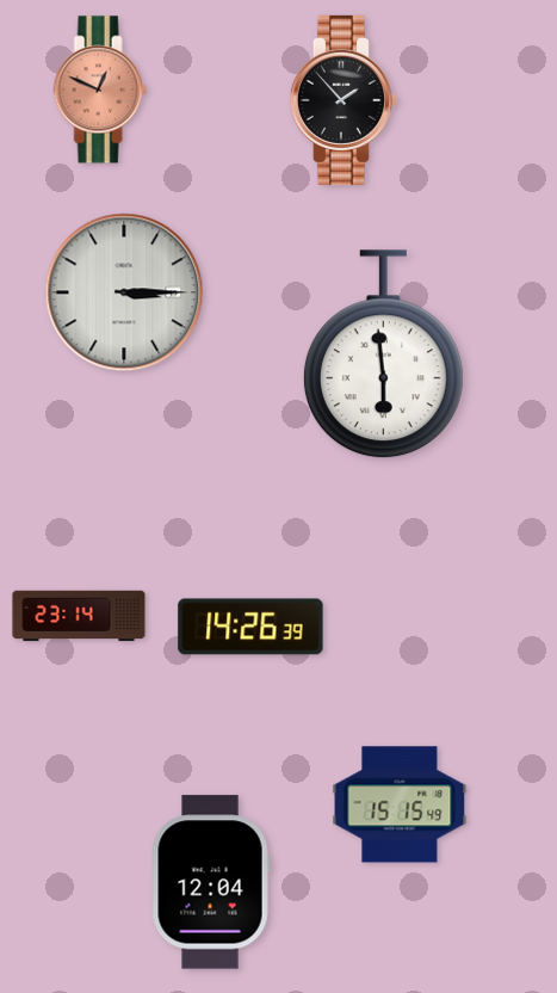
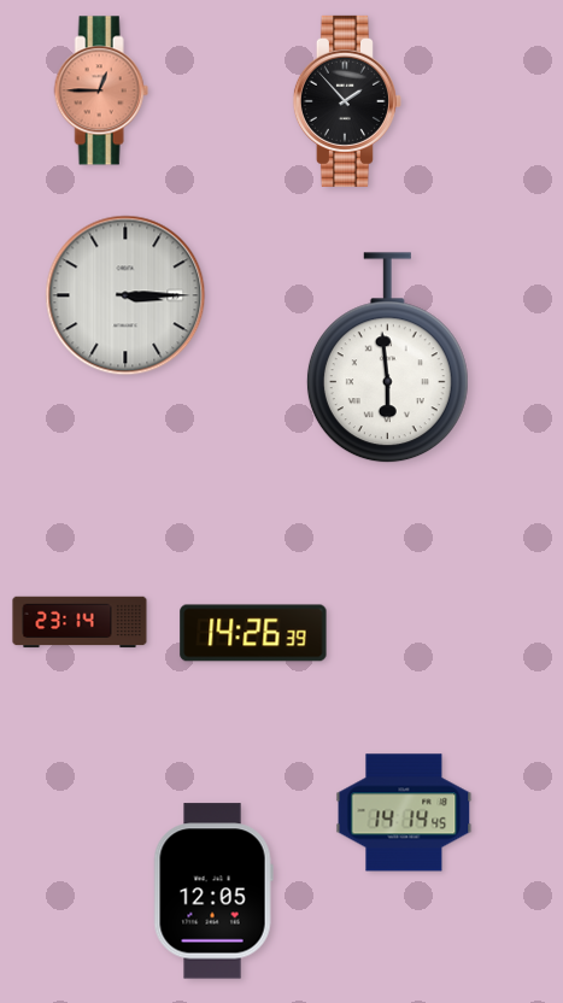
clock at (100, 90): 12:49 -> 12:45
clock at (400, 804): 15:15 -> 14:14
clock at (211, 882): 12:04 -> 12:05
